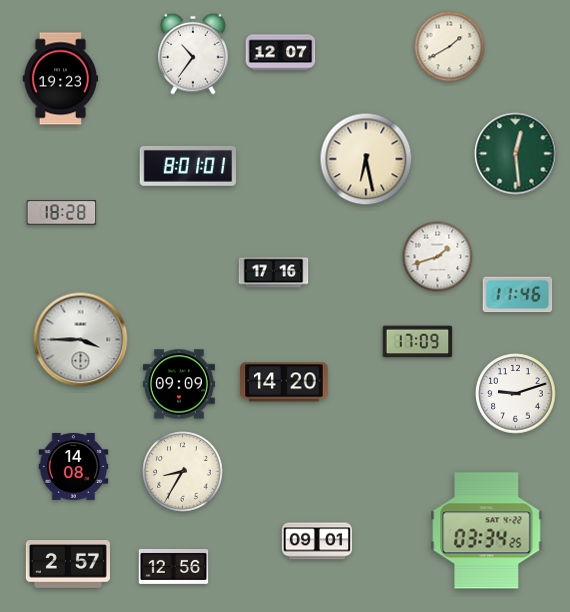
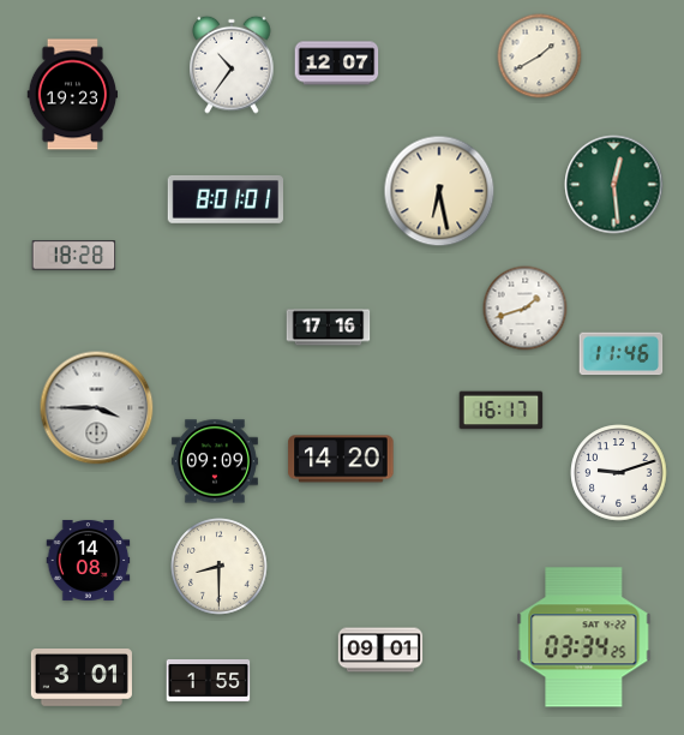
clock at (516, 154) position: (516, 154) -> (614, 185)
clock at (418, 342): 17:09 -> 16:17
clock at (183, 472): 8:35 -> 8:30
clock at (68, 565): 2:57 -> 3:01
clock at (174, 567): 12:56 -> 1:55
